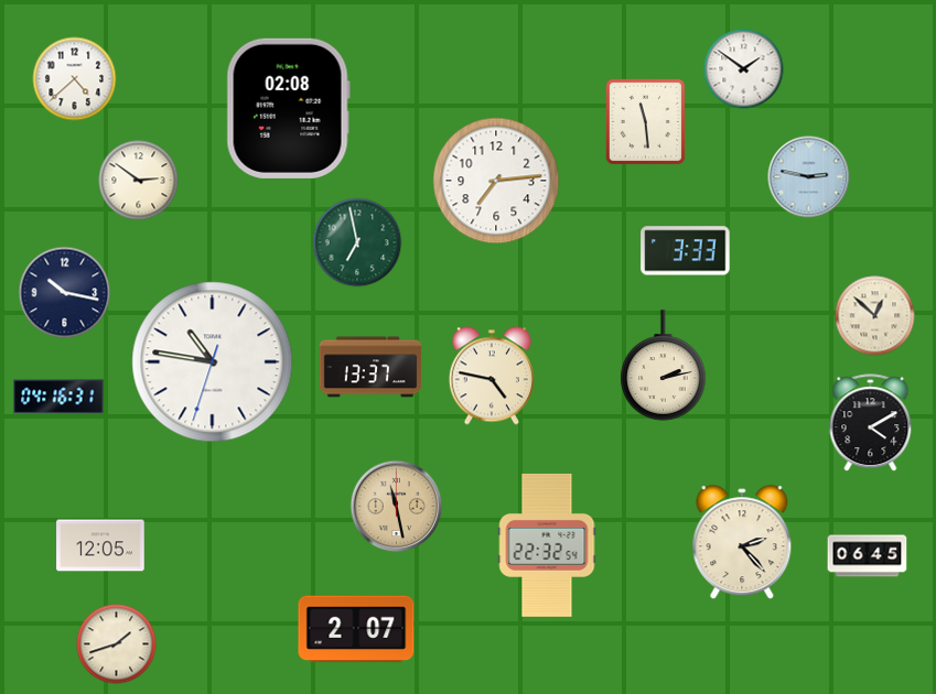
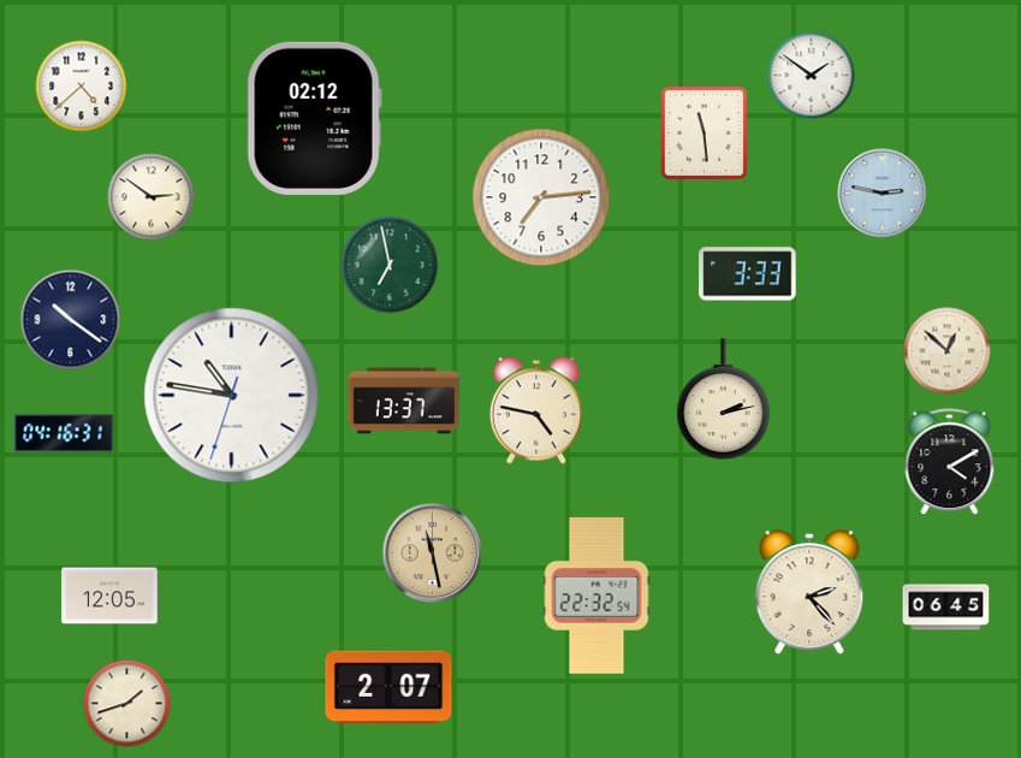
clock at (288, 108): 02:08 -> 02:12
clock at (65, 293): 10:17 -> 10:21
clock at (875, 316) position: (875, 316) -> (948, 351)
